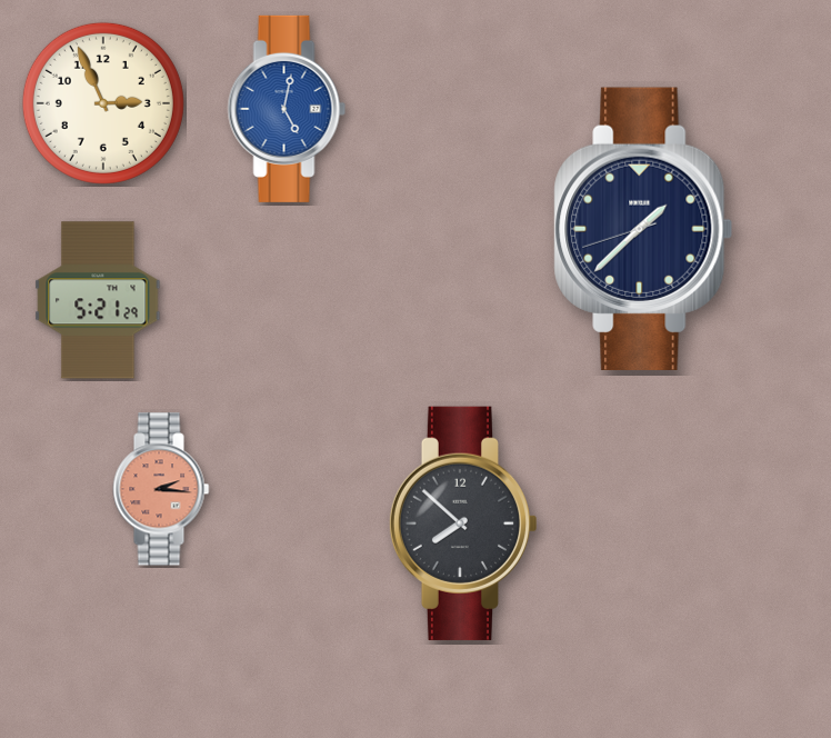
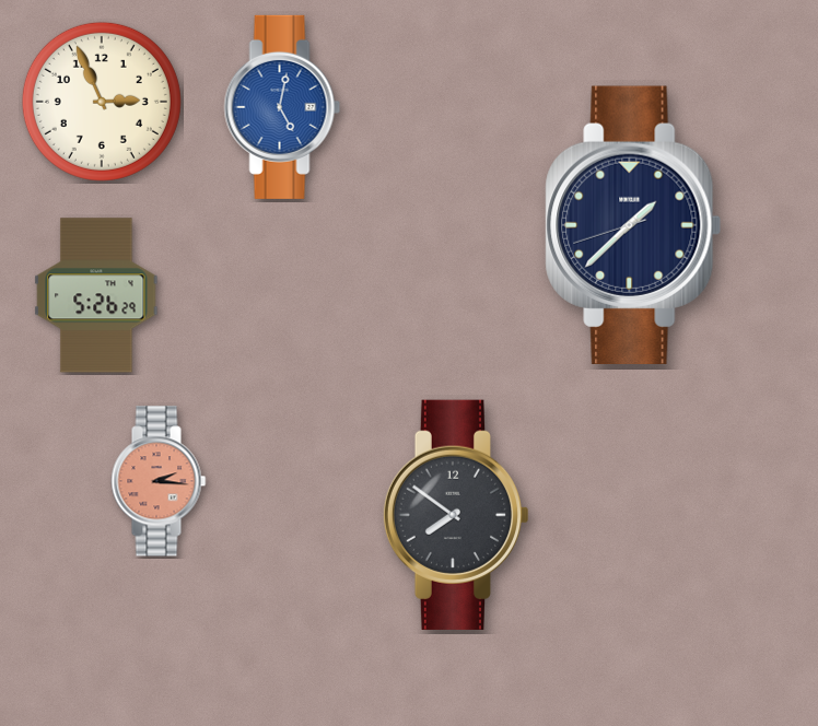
clock at (98, 300): 5:21 -> 5:26
clock at (462, 523): 7:52 -> 7:51
